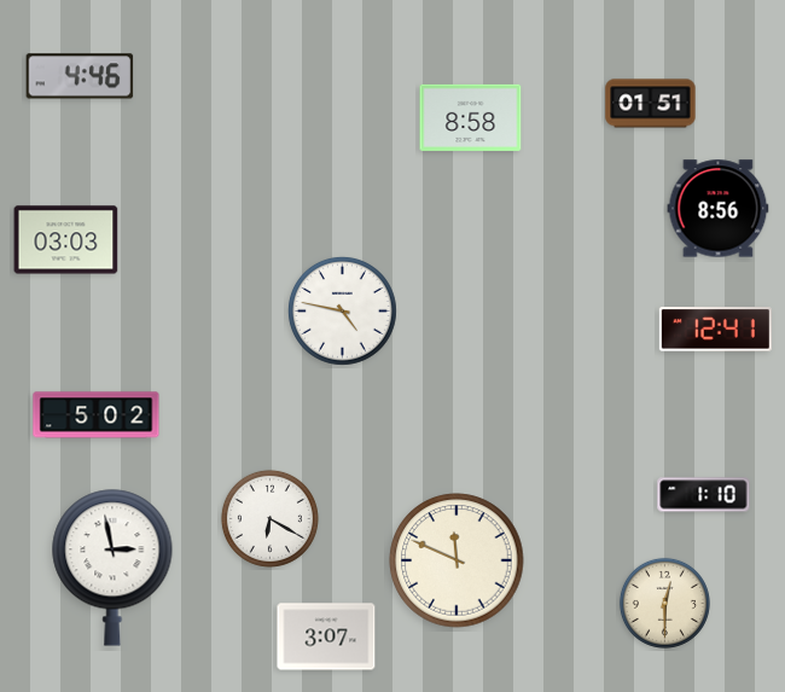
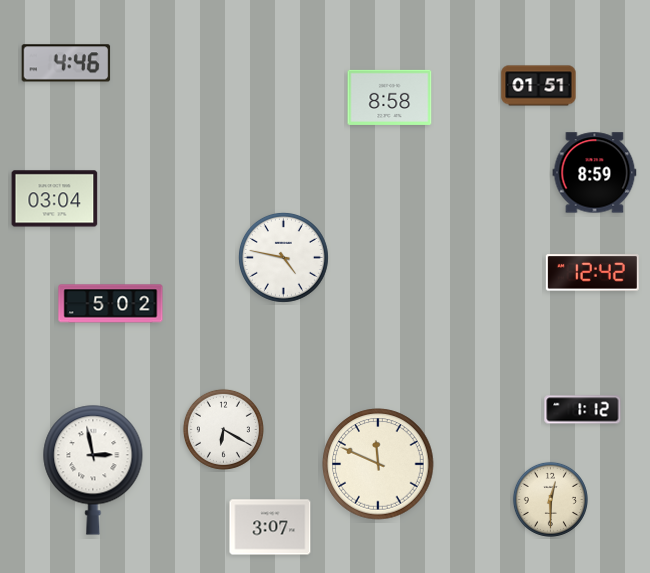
clock at (719, 209): 8:56 -> 8:59
clock at (66, 240): 03:03 -> 03:04
clock at (715, 330): 12:41 -> 12:42
clock at (97, 415) position: (97, 415) -> (111, 304)
clock at (704, 495): 1:10 -> 1:12
